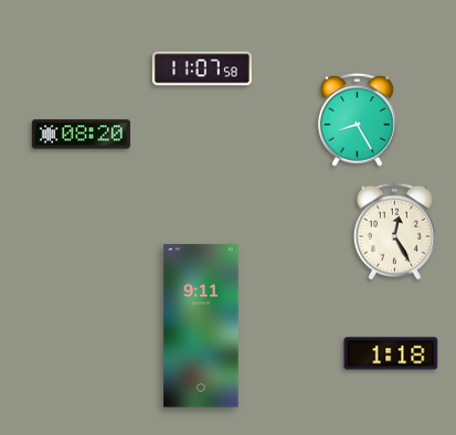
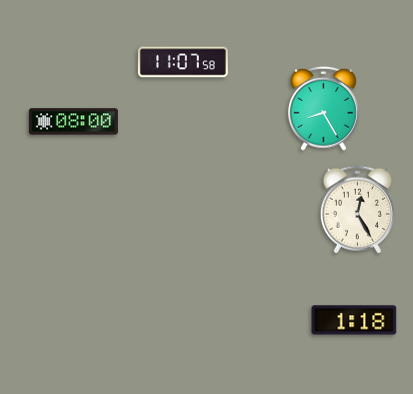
clock at (81, 135): 08:20 -> 08:00
clock at (201, 326): 9:11 -> none
